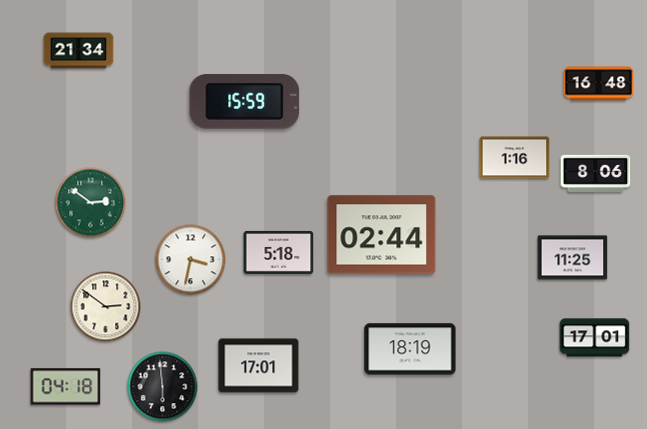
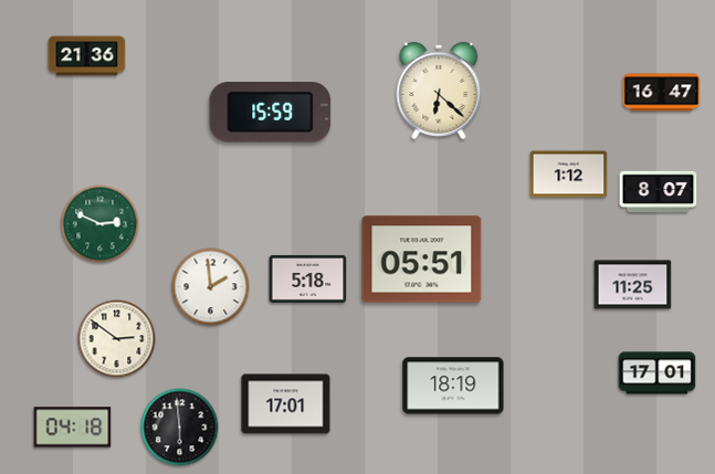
clock at (79, 51): 21:34 -> 21:36
clock at (439, 91): none -> 6:22
clock at (599, 84): 16:48 -> 16:47
clock at (515, 158): 1:16 -> 1:12
clock at (596, 173): 8:06 -> 8:07
clock at (91, 203): 2:51 -> 2:49
clock at (382, 235): 02:44 -> 05:51
clock at (191, 260): 3:32 -> 1:59
